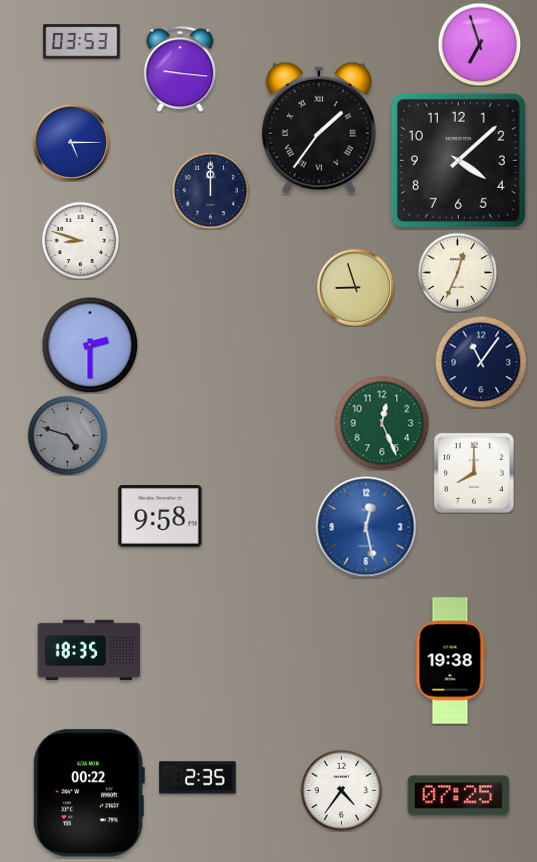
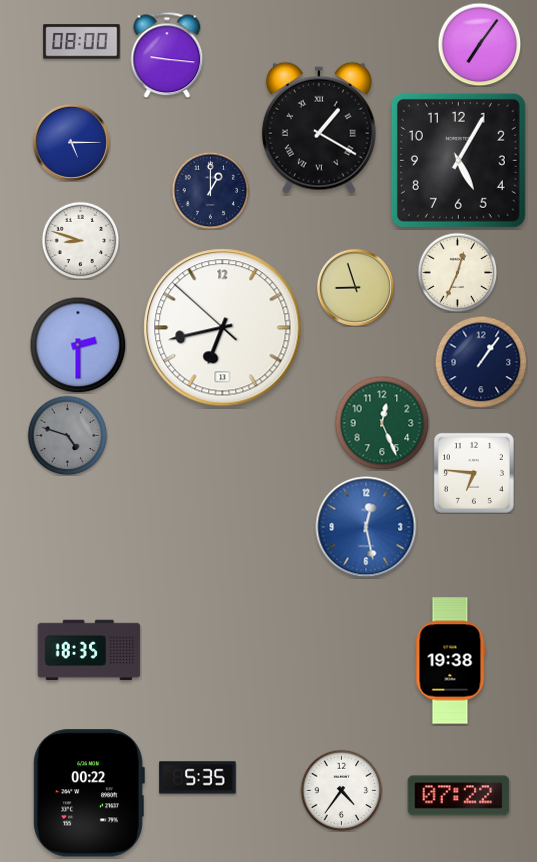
clock at (82, 42): 03:53 -> 08:00
clock at (479, 44): 6:57 -> 7:06
clock at (180, 69) position: (180, 69) -> (167, 55)
clock at (319, 128): 1:36 -> 1:20
clock at (458, 160): 4:08 -> 5:05
clock at (210, 190): 12:00 -> 1:00
clock at (223, 328): none -> 6:42
clock at (90, 345) position: (90, 345) -> (78, 345)
clock at (481, 362): 11:06 -> 1:06
clock at (474, 473): 8:00 -> 6:46
clock at (160, 517): 9:58 -> none
clock at (198, 778): 2:35 -> 5:35
clock at (459, 796): 07:25 -> 07:22
